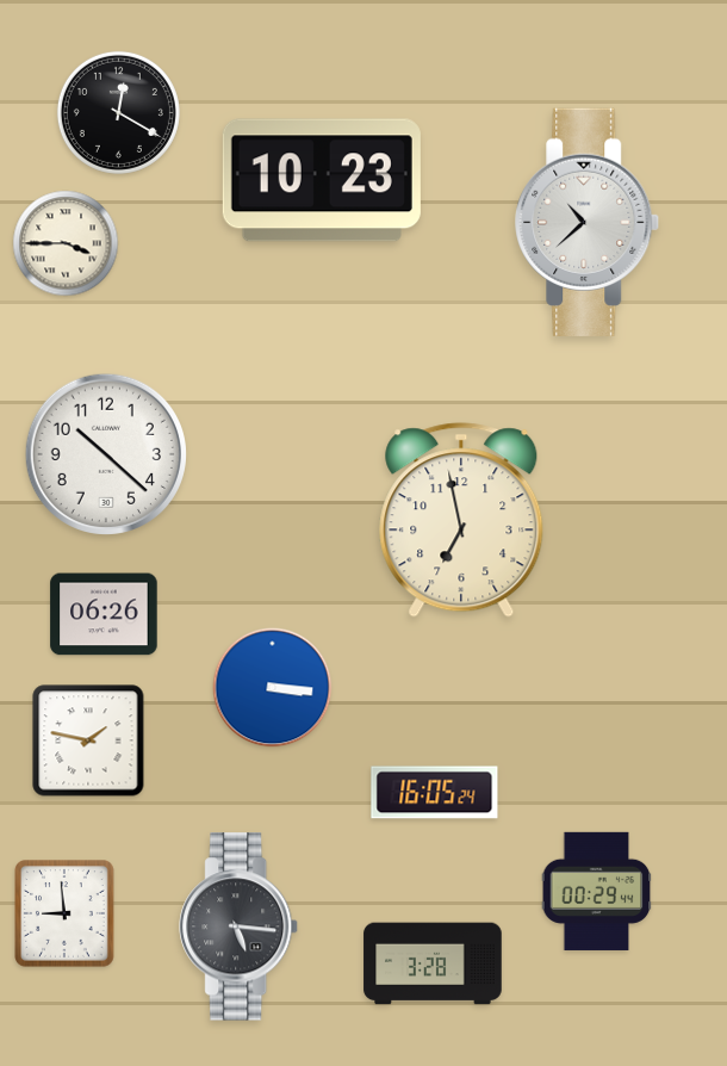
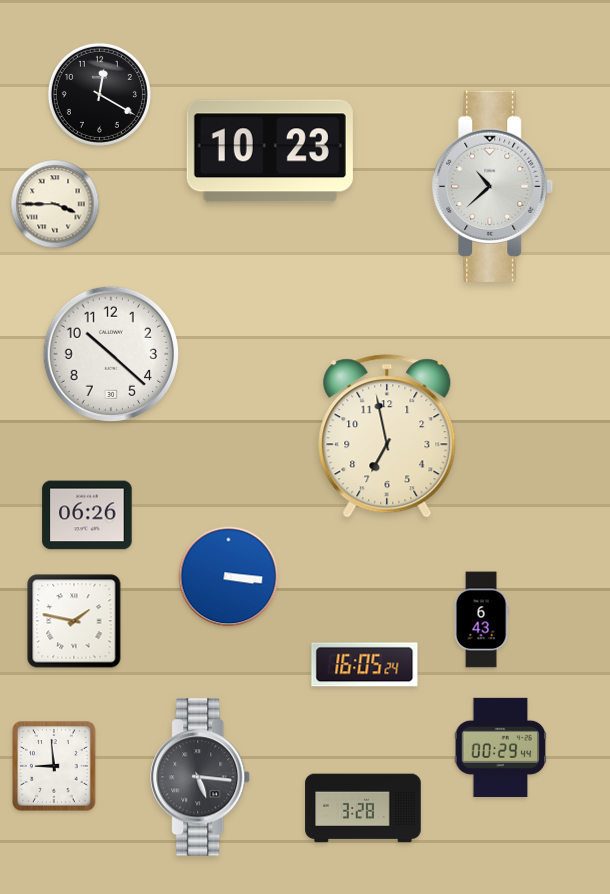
clock at (106, 454) position: (106, 454) -> (111, 354)
clock at (481, 620): none -> 6:43
